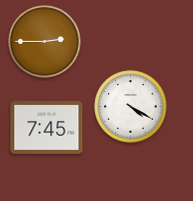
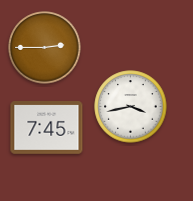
clock at (45, 42) position: (45, 42) -> (45, 48)
clock at (131, 107): 4:20 -> 3:43
